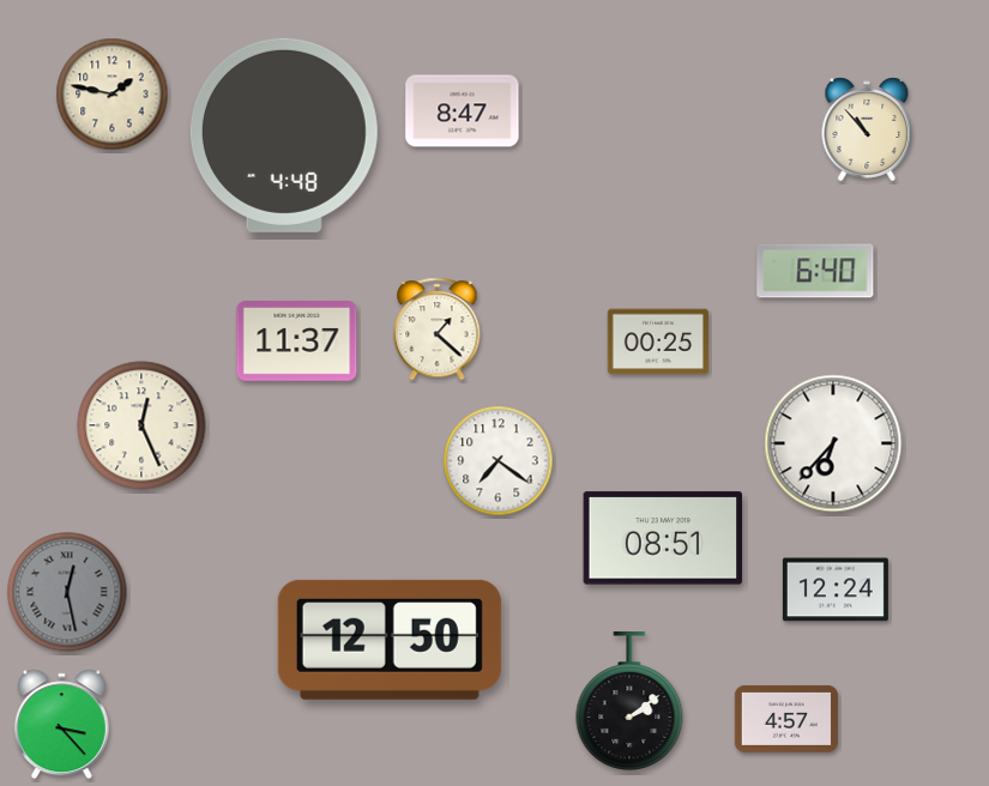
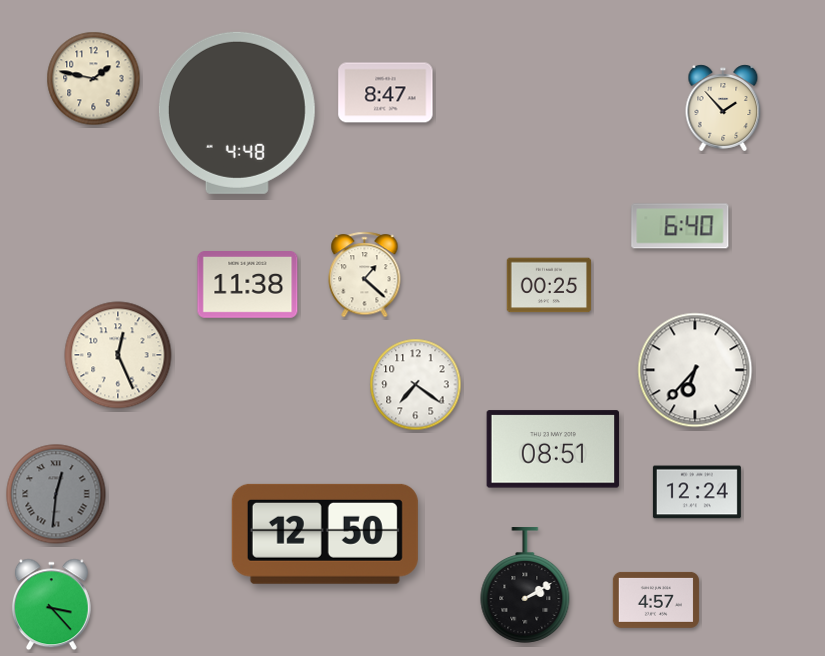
clock at (867, 129): 10:53 -> 1:53
clock at (297, 341): 11:37 -> 11:38
clock at (67, 592): 12:28 -> 12:31
clock at (629, 701): 2:09 -> 2:10
